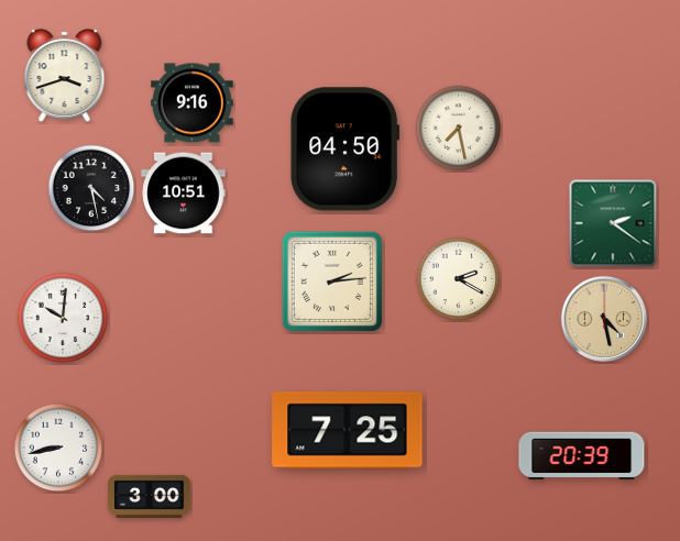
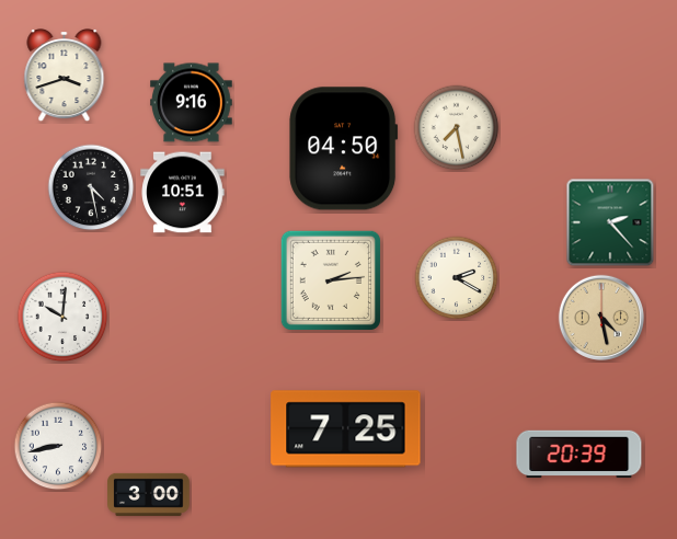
clock at (613, 223): 2:21 -> 2:23
